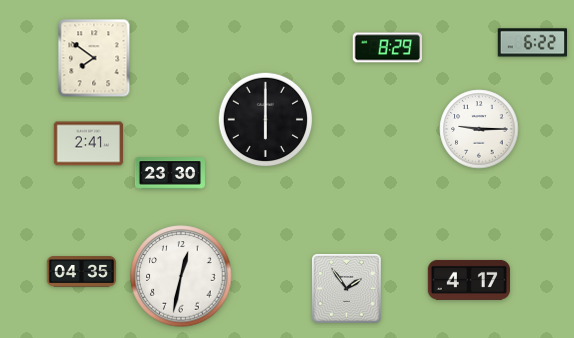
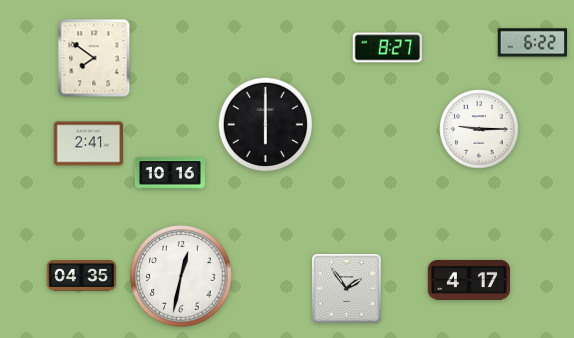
clock at (387, 48): 8:29 -> 8:27
clock at (266, 120) position: (266, 120) -> (266, 125)
clock at (170, 173): 23:30 -> 10:16
clock at (82, 272) position: (82, 272) -> (82, 276)
